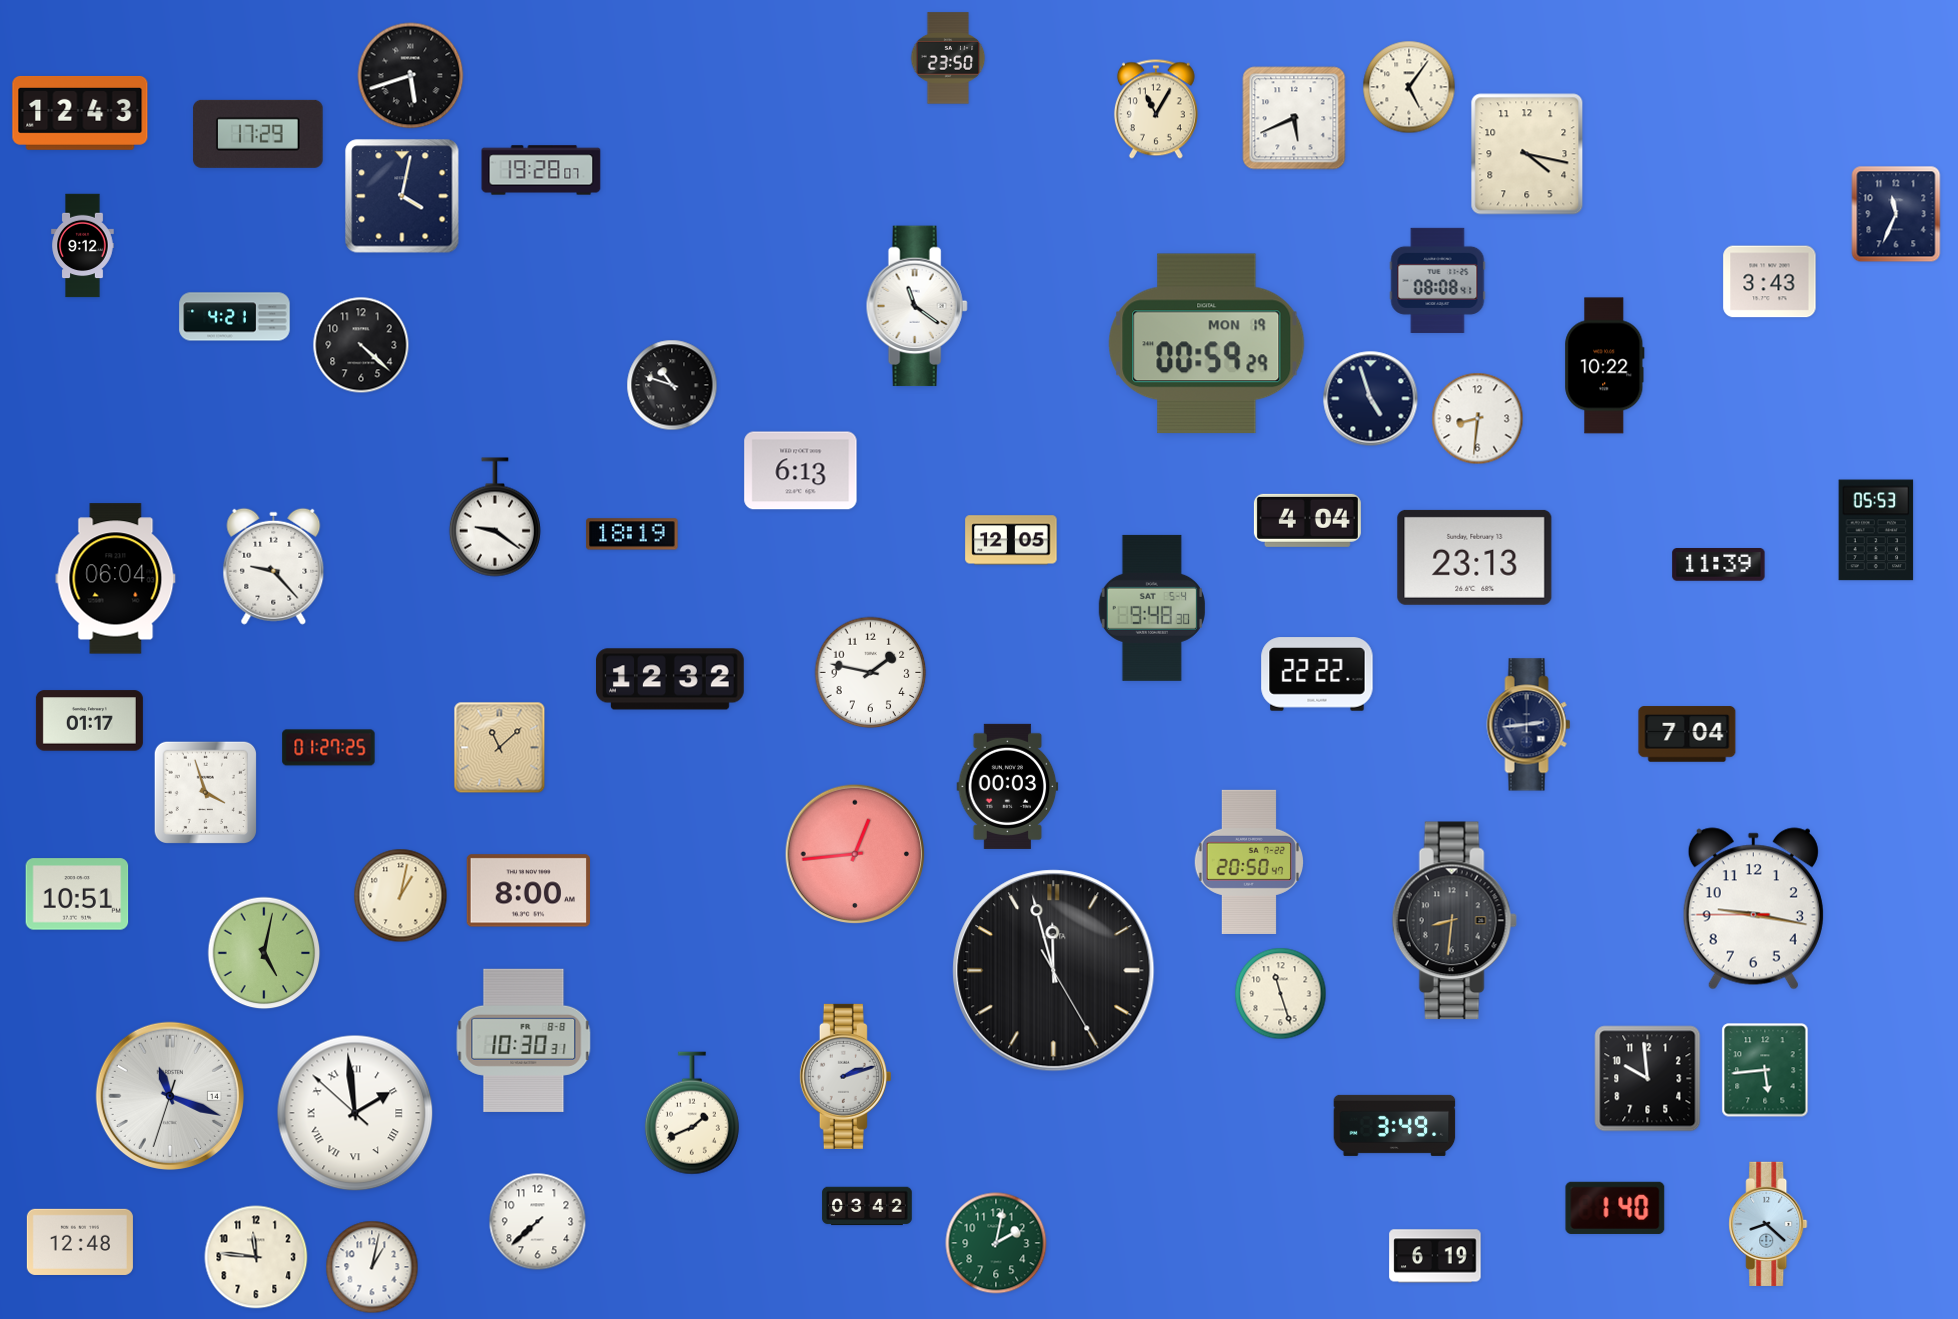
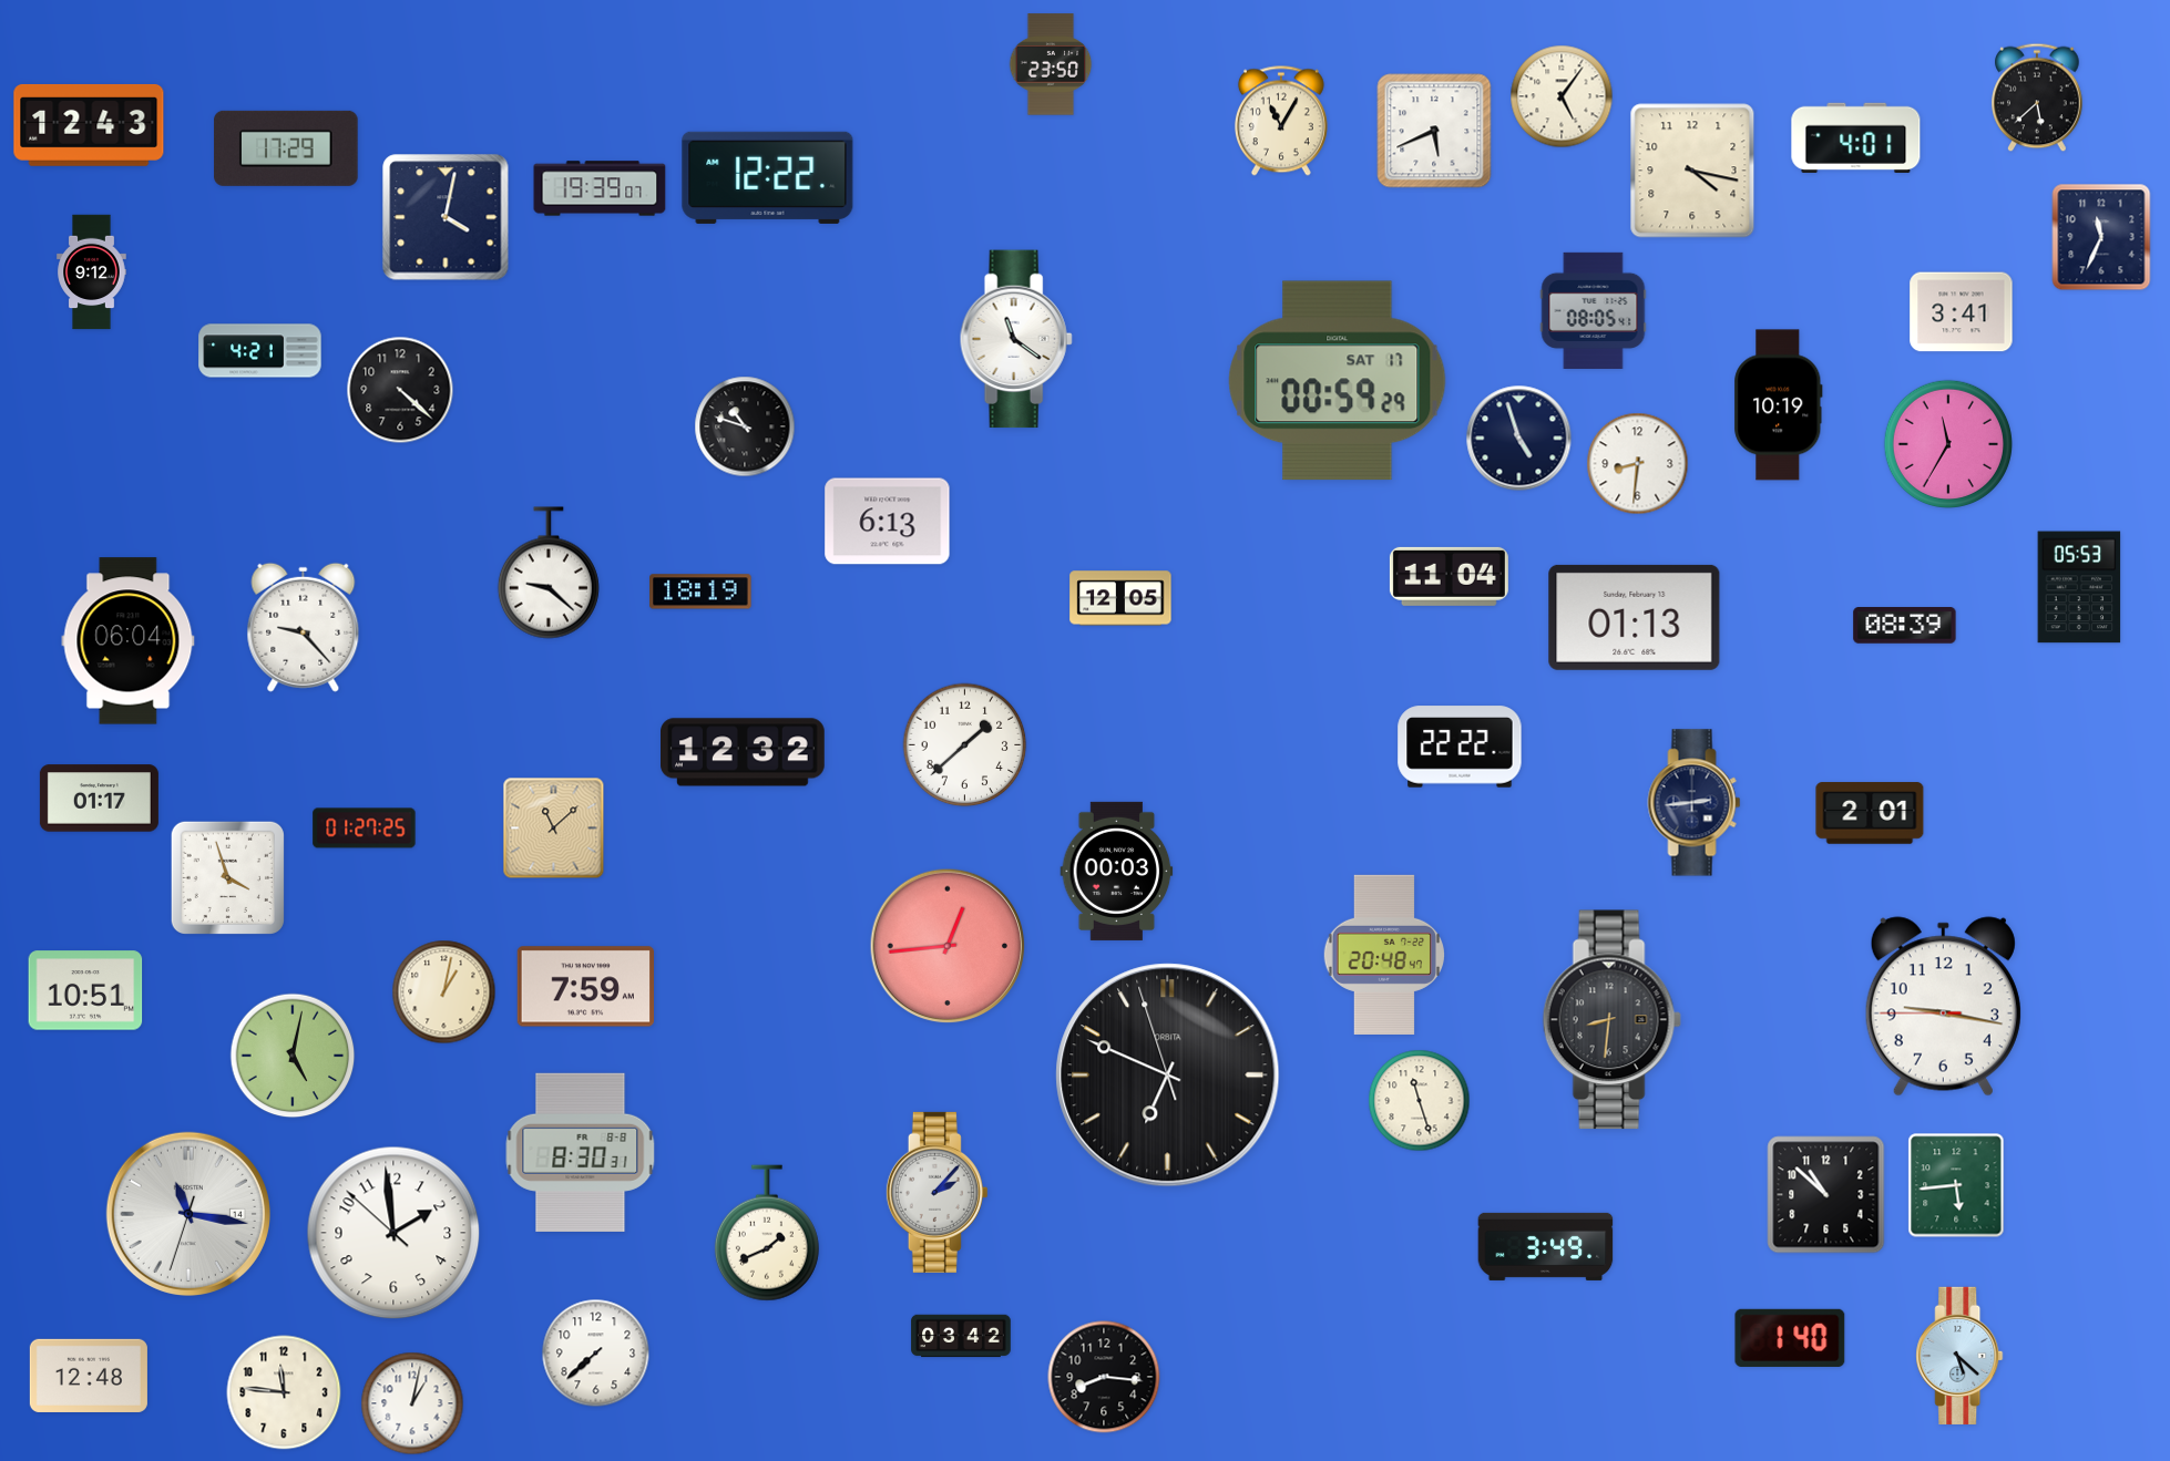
clock at (411, 76): 5:42 -> none
clock at (2037, 97): none -> 5:38
clock at (1856, 137): none -> 4:01
clock at (768, 177): none -> 12:22
clock at (541, 170): 19:28 -> 19:39
clock at (1438, 280): 08:08 -> 08:05
clock at (1770, 282): 3:43 -> 3:41
clock at (1207, 344) date: MON 19 -> SAT 17
clock at (361, 345) position: (361, 345) -> (400, 390)
clock at (1605, 366): 10:22 -> 10:19
clock at (1371, 399) position: (1371, 399) -> (1519, 439)
clock at (1947, 443): none -> 11:35
clock at (495, 517): 9:21 -> 9:22
clock at (1307, 520): 4:04 -> 11:04
clock at (1475, 557): 23:13 -> 01:13
clock at (1719, 565): 11:39 -> 08:39
clock at (1152, 608): 9:48 -> none
clock at (871, 673): 1:47 -> 1:38
clock at (1687, 734): 7:04 -> 2:01
clock at (1248, 862): 20:50 -> 20:48
clock at (528, 891): 8:00 -> 7:59
clock at (1054, 971): 11:57 -> 6:48
clock at (524, 1040): 10:30 -> 8:30
clock at (845, 1076): 2:12 -> 2:07
clock at (1648, 1079): 9:59 -> 10:52
clock at (170, 1096): 11:18 -> 11:16
clock at (355, 1113) numerals: Roman -> Arabic
clock at (1768, 1224): 8:22 -> 5:22
clock at (996, 1243): 2:02 -> 8:16
clock at (996, 1243) dial: green -> black
clock at (1435, 1256): 6:19 -> none
